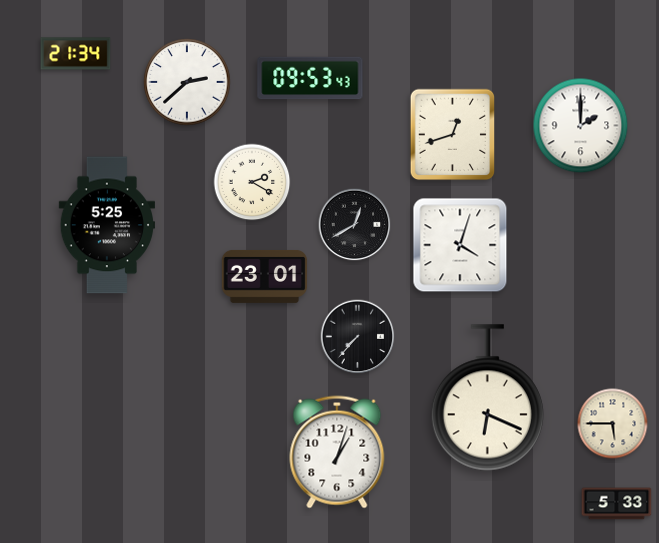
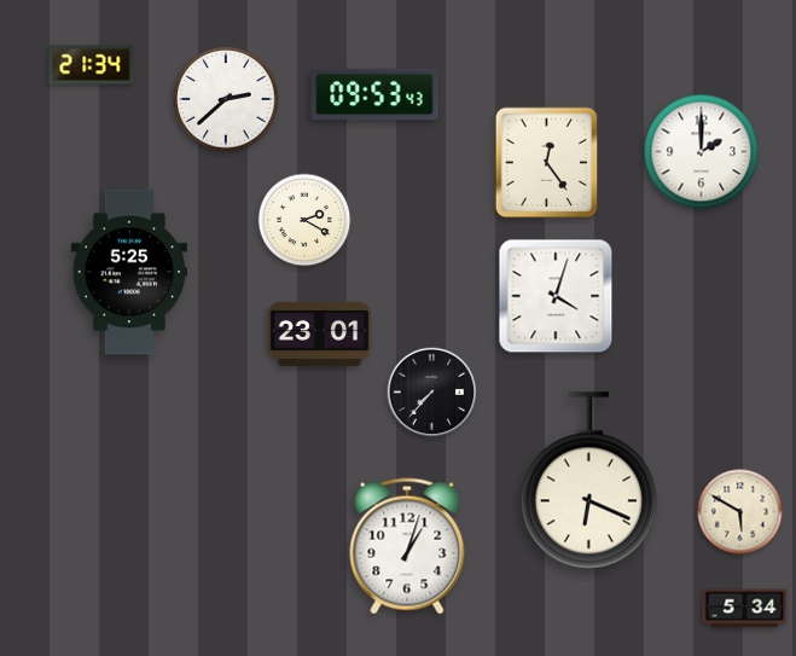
clock at (453, 135): 12:42 -> 12:24
clock at (355, 225): 12:40 -> none
clock at (358, 337) position: (358, 337) -> (432, 393)
clock at (613, 424): 5:45 -> 5:50
clock at (617, 504): 5:33 -> 5:34
